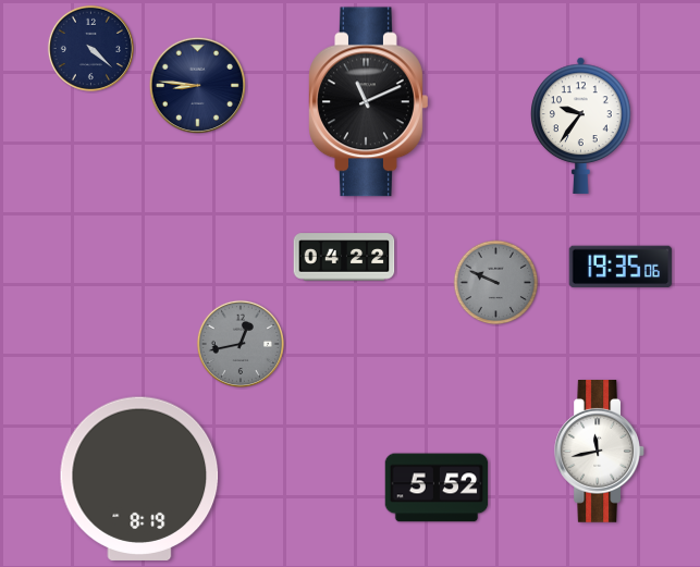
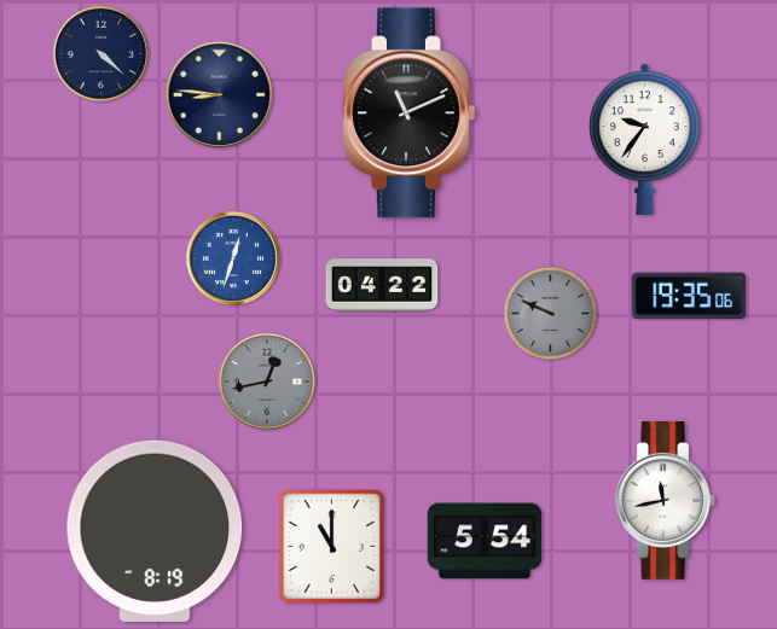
clock at (233, 258): none -> 12:33
clock at (437, 488): 5:52 -> 5:54
clock at (332, 547): none -> 11:00
